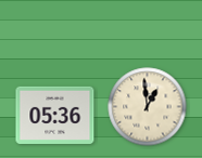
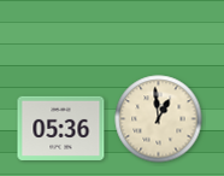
clock at (148, 107) position: (148, 107) -> (159, 119)
